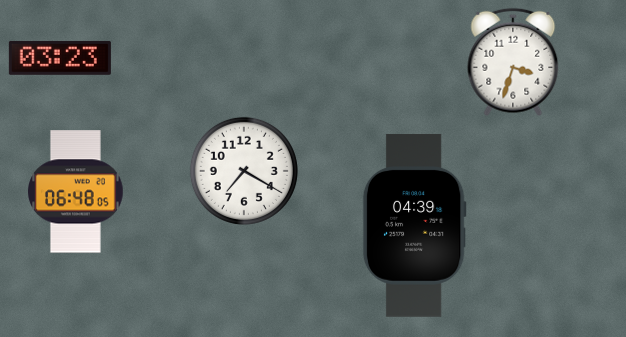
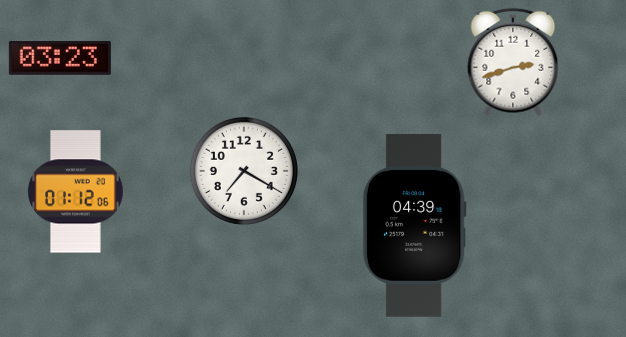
clock at (513, 62): 3:33 -> 2:42
clock at (76, 192): 06:48 -> 01:12
